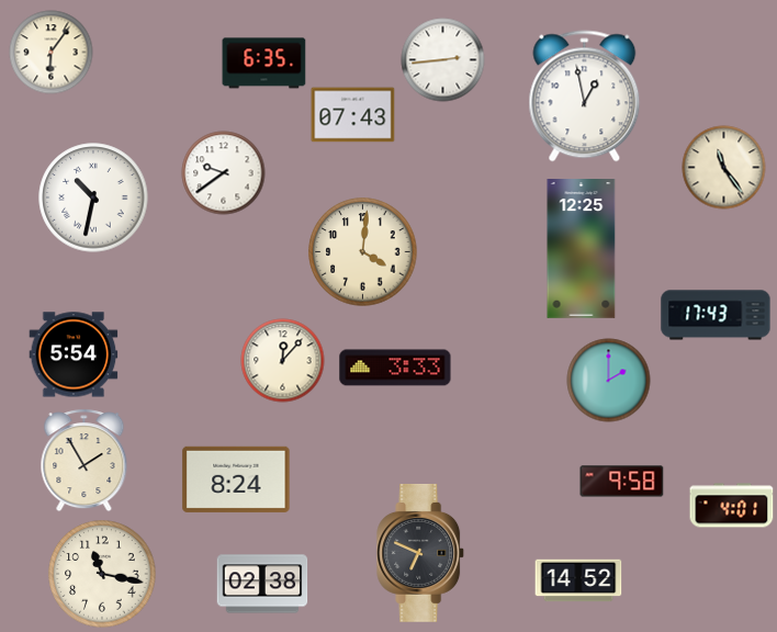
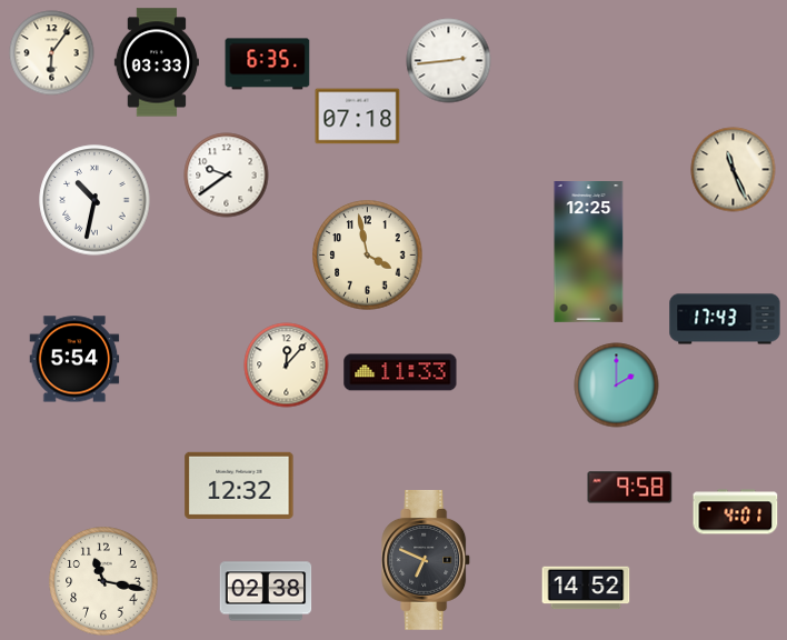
clock at (156, 62): none -> 03:33
clock at (585, 97): 12:58 -> none
clock at (353, 115): 07:43 -> 07:18
clock at (724, 168): 11:24 -> 11:26
clock at (363, 252): 4:01 -> 3:58
clock at (395, 368): 3:33 -> 11:33
clock at (85, 461): 1:55 -> none
clock at (236, 479): 8:24 -> 12:32
clock at (732, 506) position: (732, 506) -> (736, 512)
